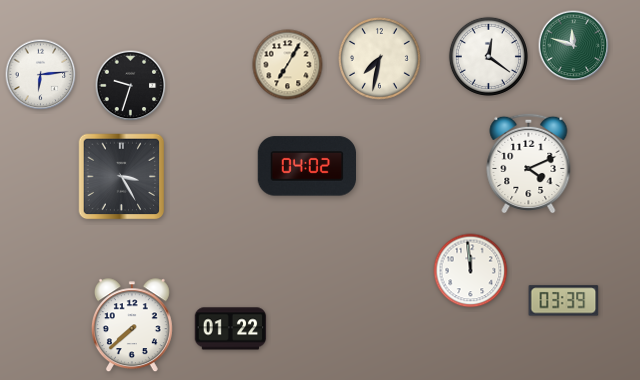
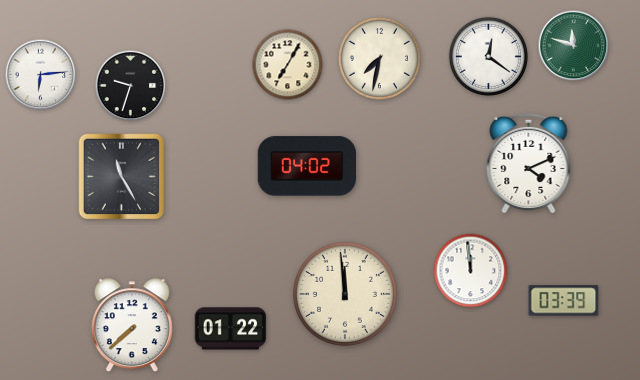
clock at (122, 177): 3:25 -> 11:25
clock at (345, 294): none -> 11:59
